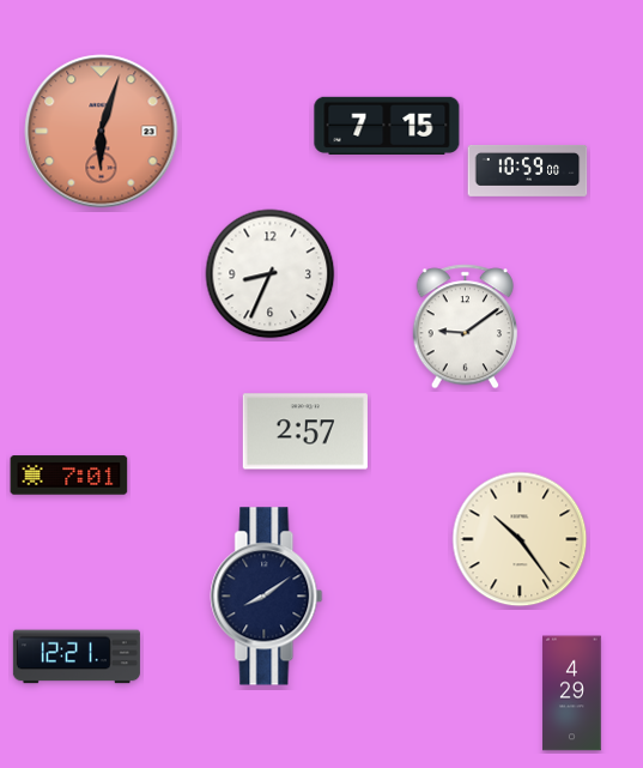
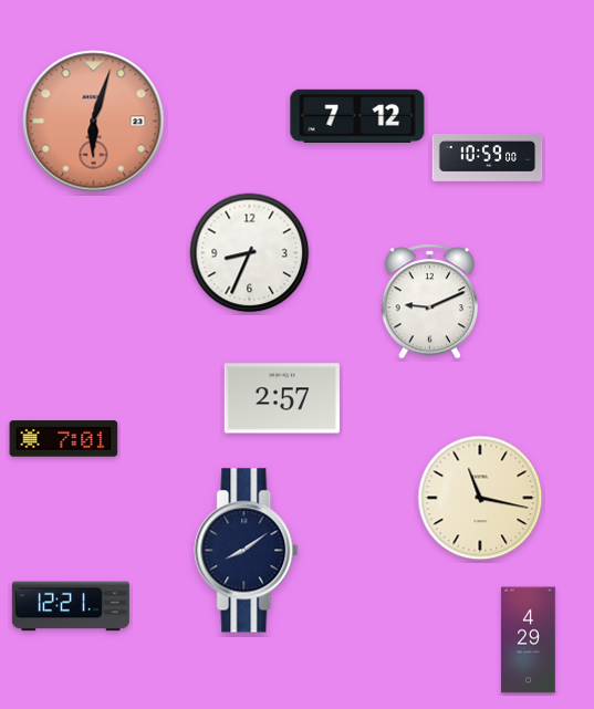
clock at (387, 126): 7:15 -> 7:12
clock at (466, 327): 9:09 -> 9:11
clock at (520, 539): 10:24 -> 11:17
